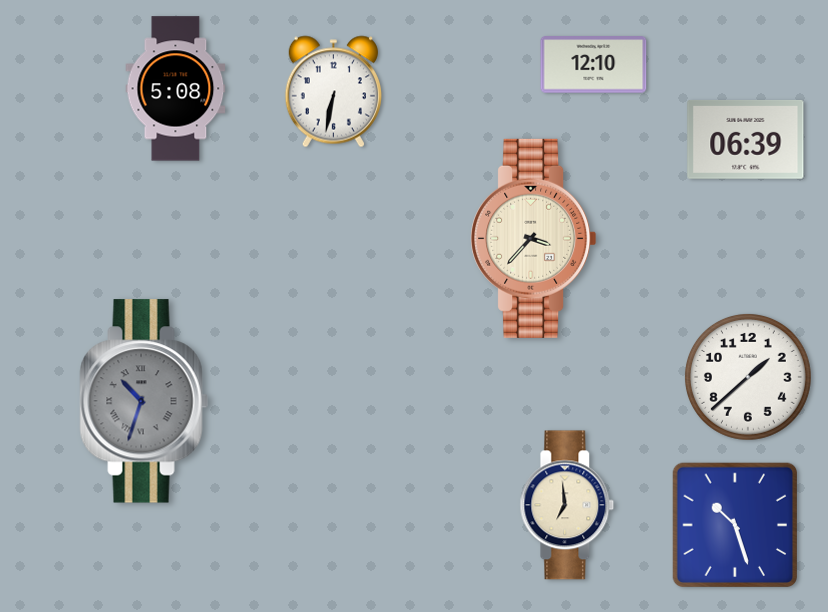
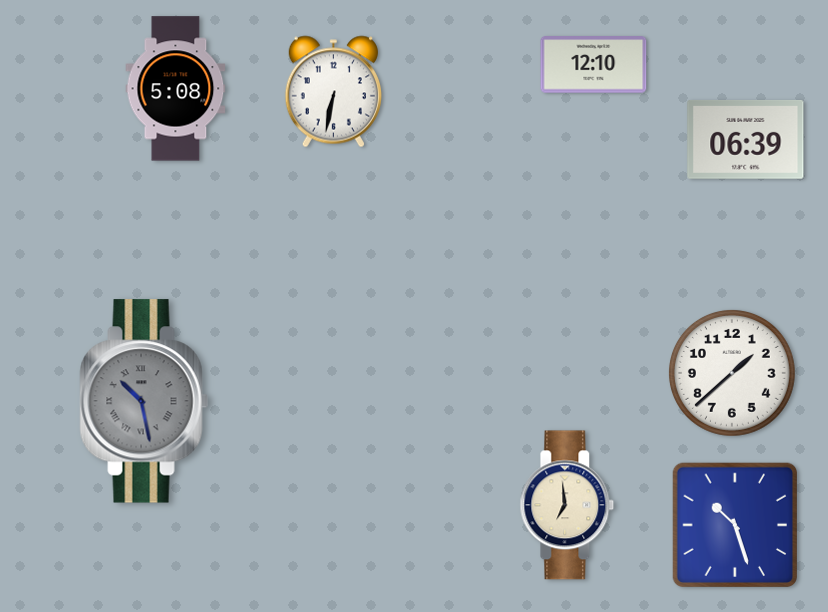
clock at (534, 238): 3:37 -> none
clock at (748, 377) position: (748, 377) -> (732, 373)
clock at (144, 401): 10:33 -> 10:28
